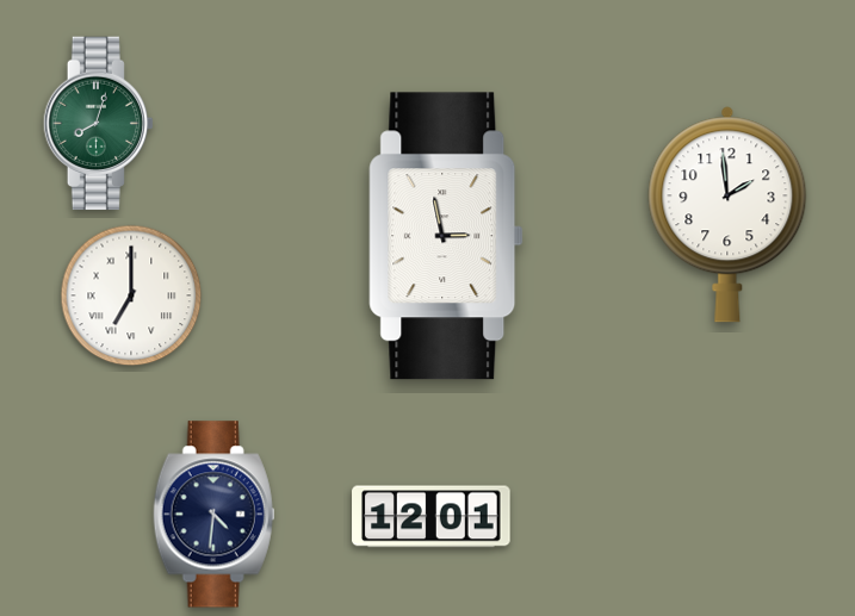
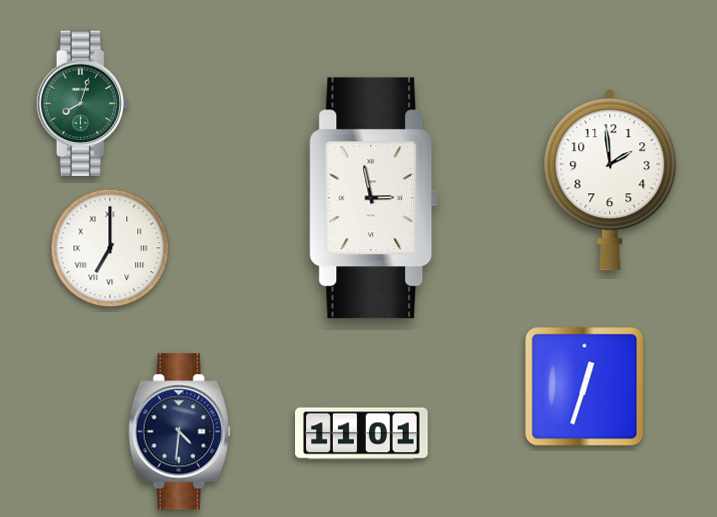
clock at (585, 387): none -> 12:33
clock at (432, 517): 12:01 -> 11:01
